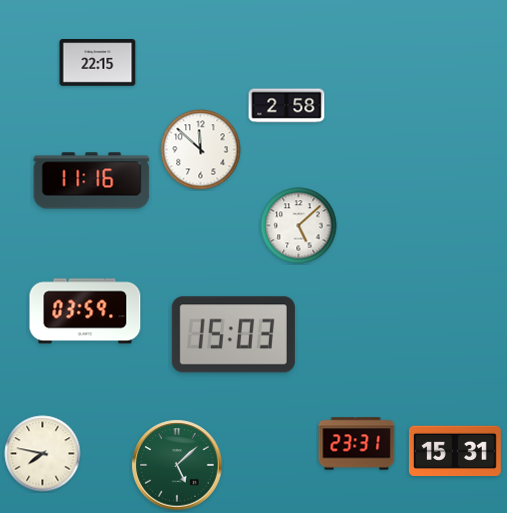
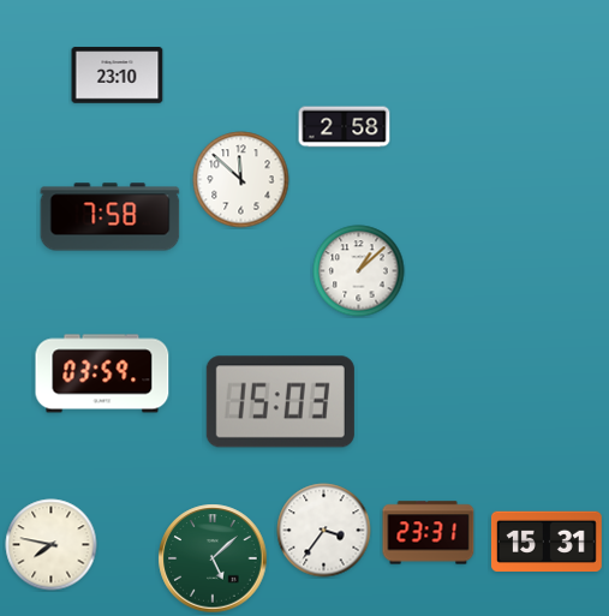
clock at (98, 63): 22:15 -> 23:10
clock at (92, 181): 11:16 -> 7:58
clock at (299, 226): 5:08 -> 1:08
clock at (324, 531): none -> 3:36
